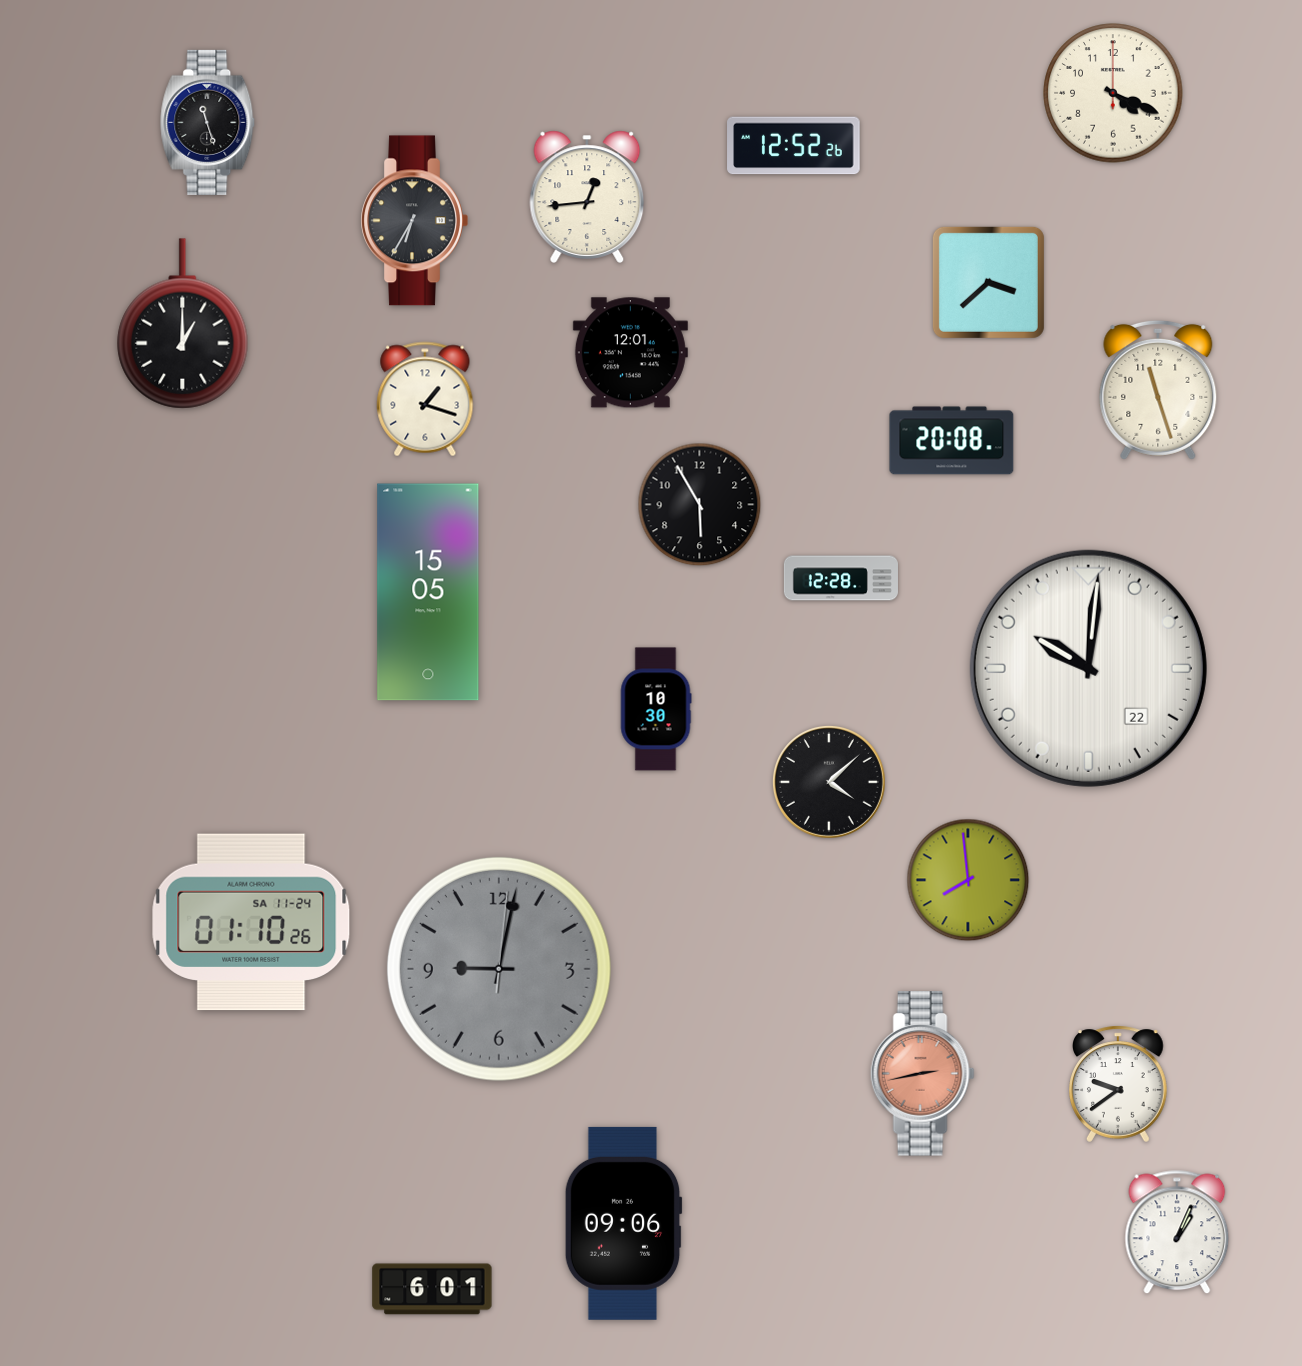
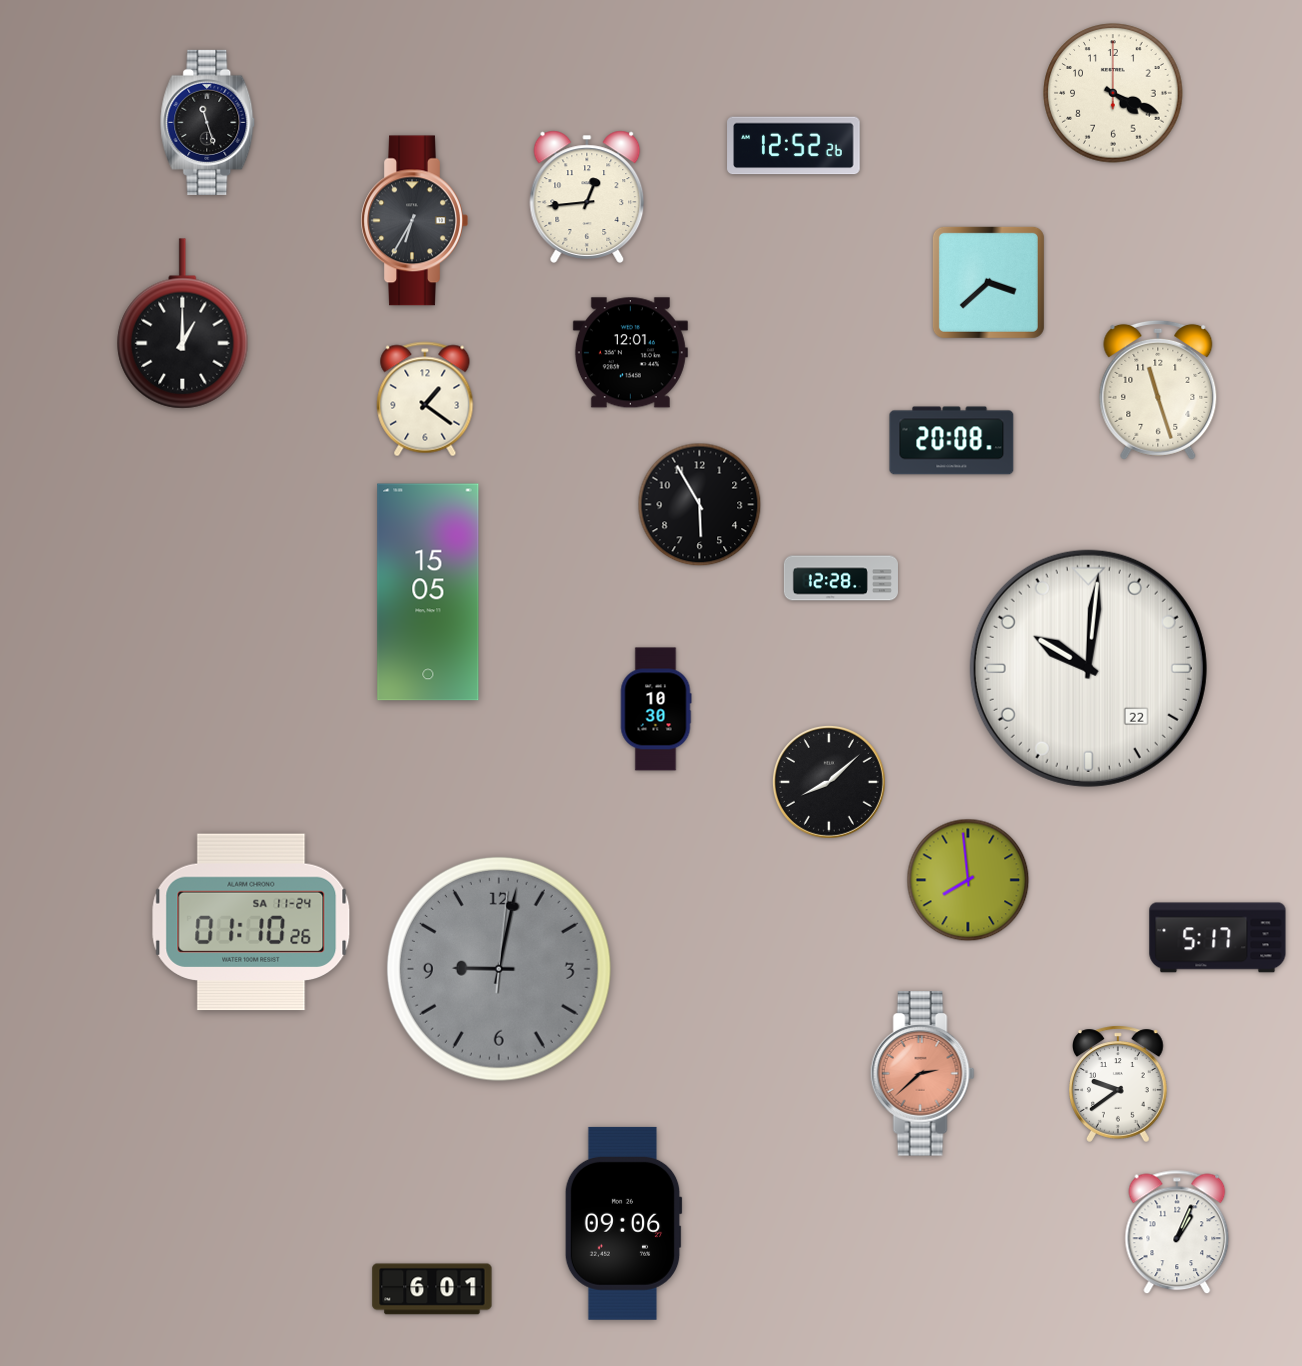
clock at (425, 399): 1:18 -> 1:21
clock at (829, 782): 4:08 -> 8:08
clock at (1218, 938): none -> 5:17
clock at (922, 1074): 2:43 -> 2:38
